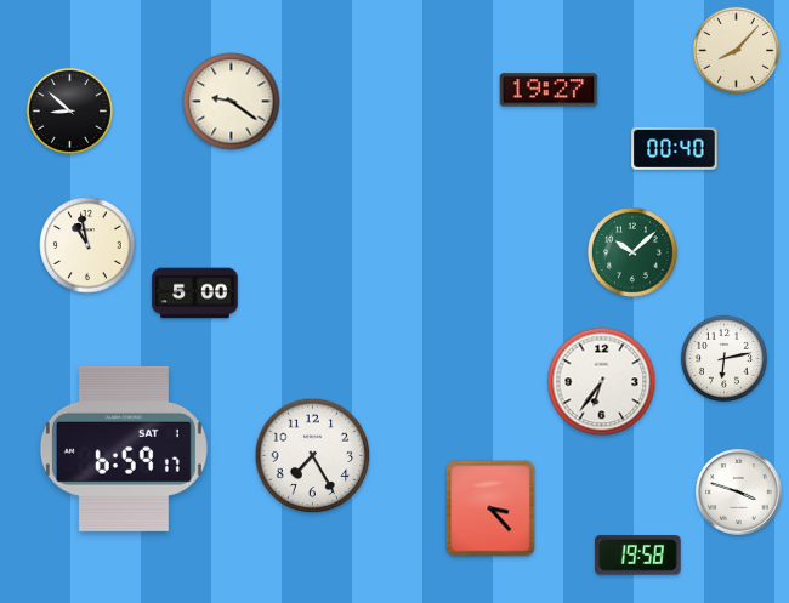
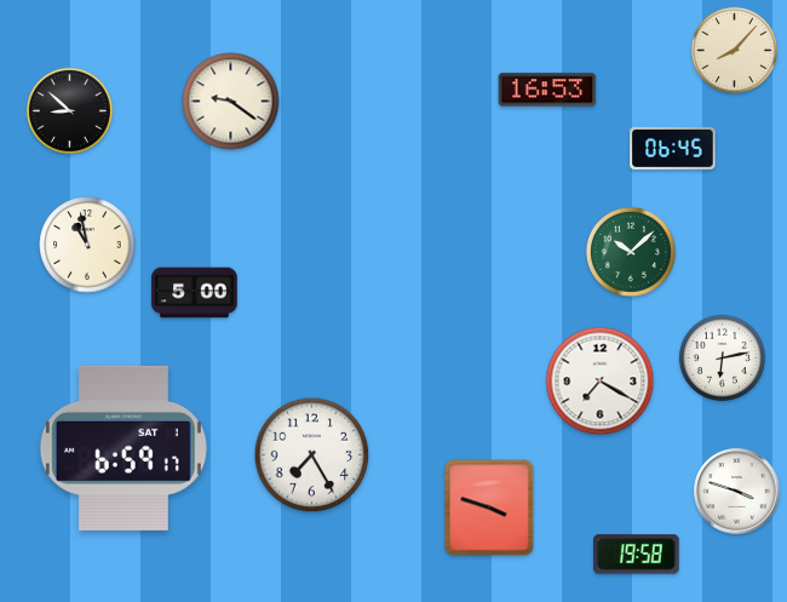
clock at (549, 90): 19:27 -> 16:53
clock at (675, 148): 00:40 -> 06:45
clock at (602, 382): 6:36 -> 7:20
clock at (490, 508): 3:23 -> 3:48
